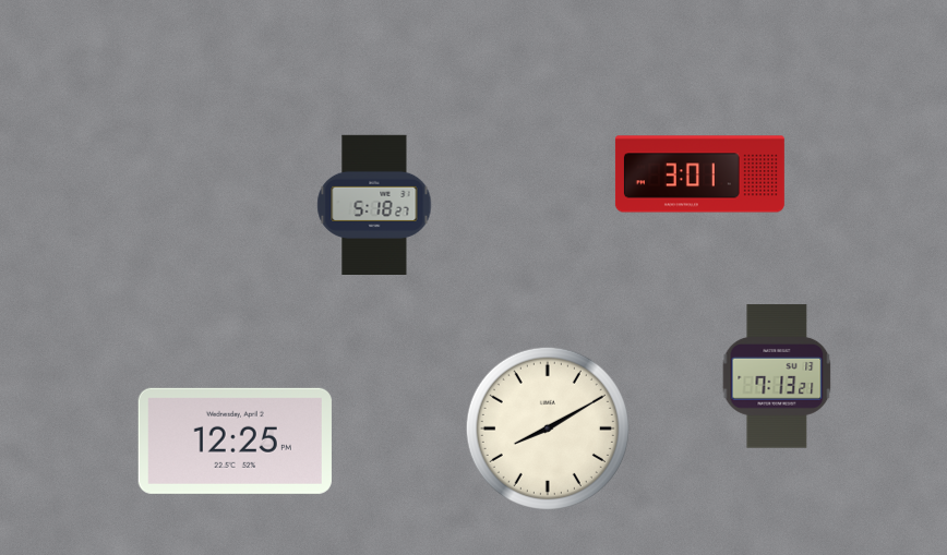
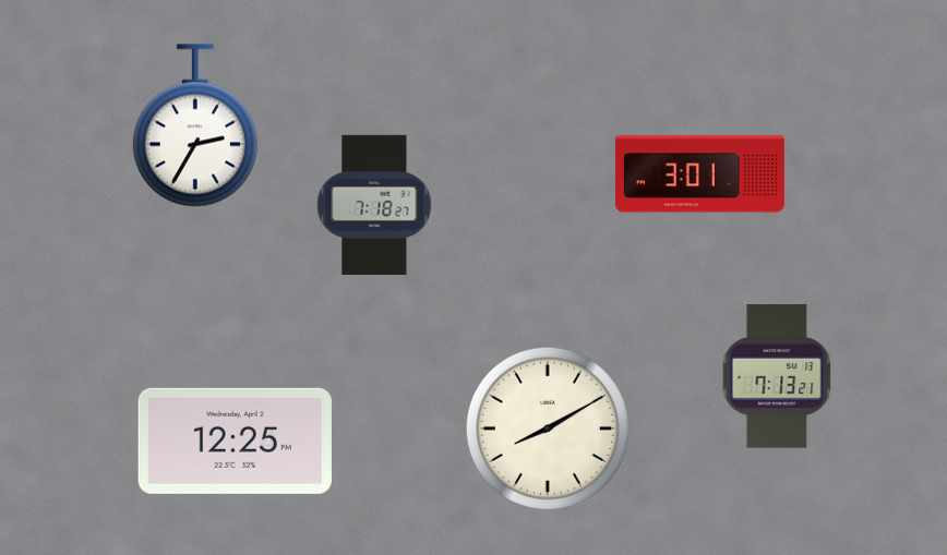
clock at (195, 125): none -> 2:35
clock at (374, 204): 5:18 -> 7:18
